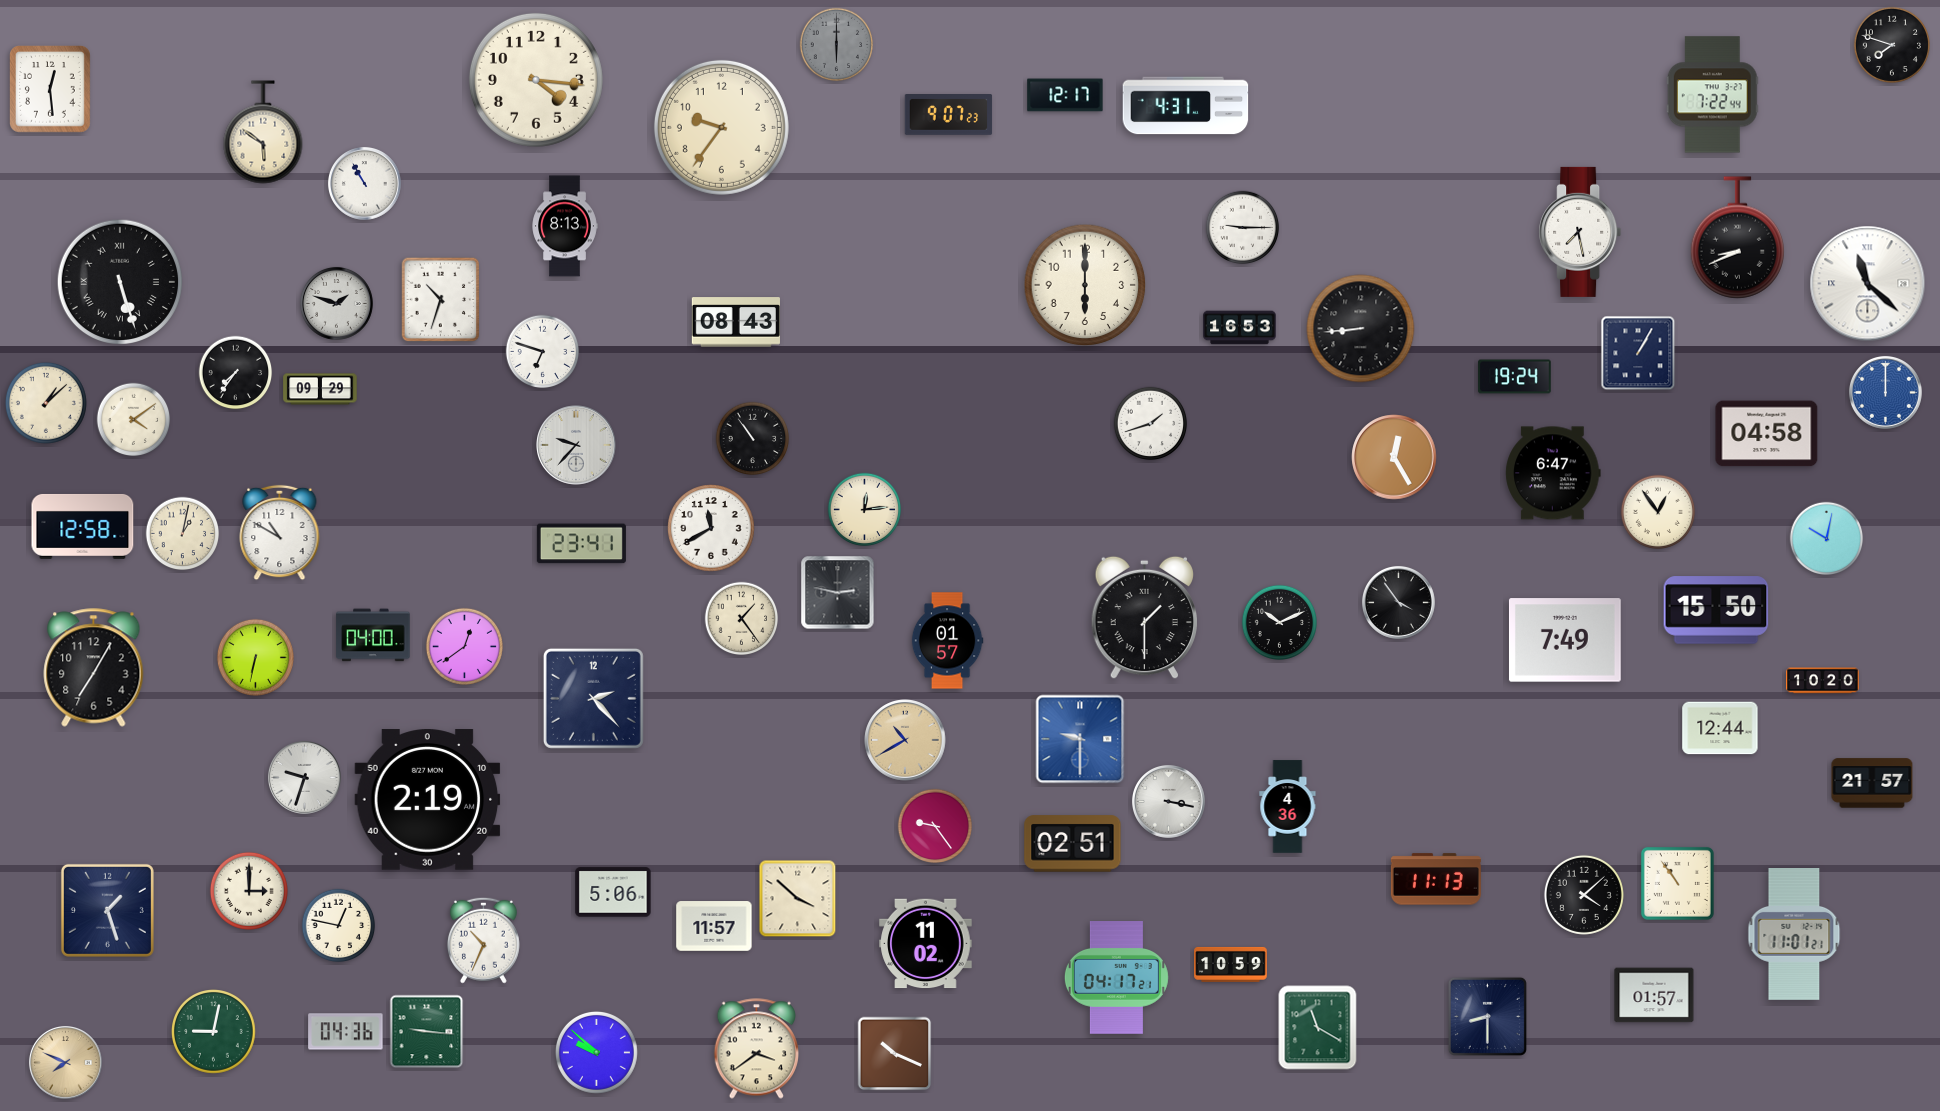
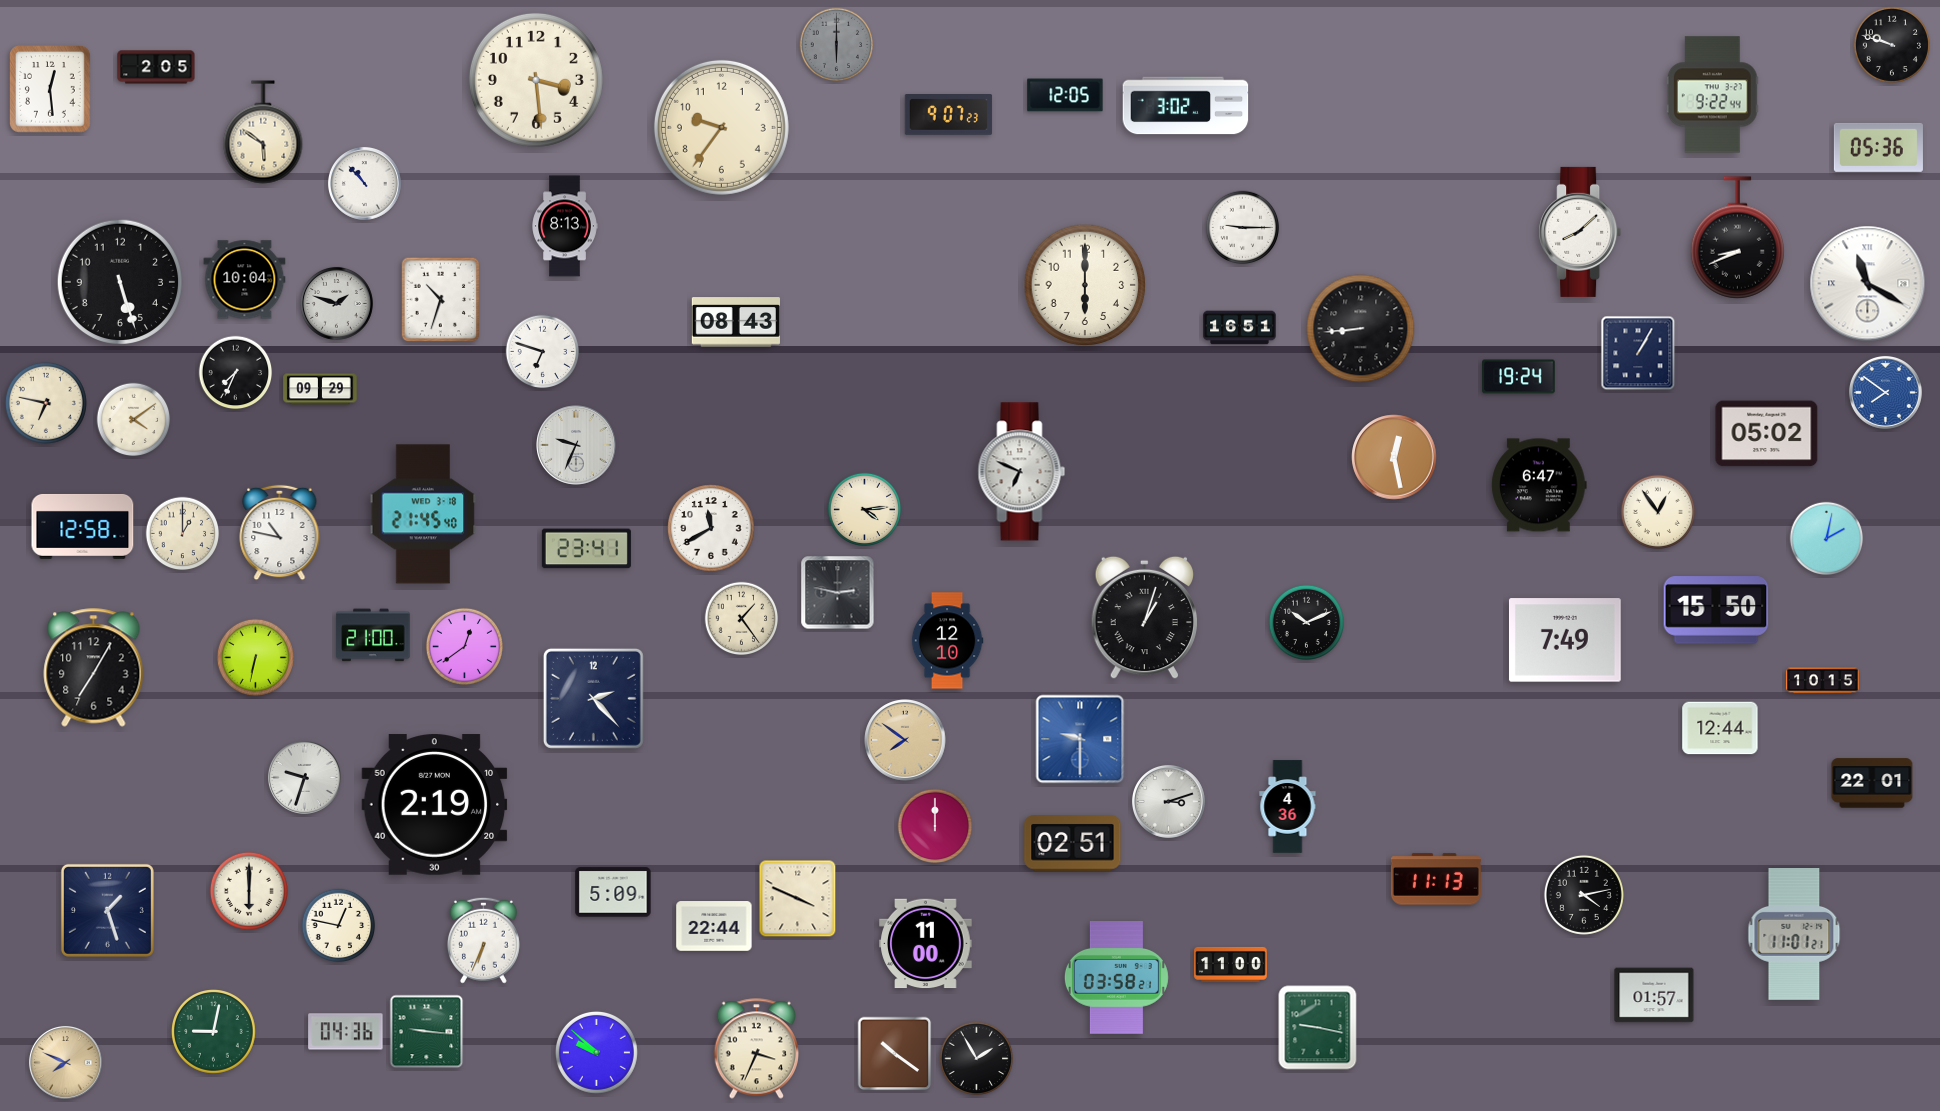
clock at (1891, 44): 7:48 -> 9:48
clock at (156, 67): none -> 2:05
clock at (536, 80): 4:16 -> 3:29
clock at (1065, 95): 12:17 -> 12:05
clock at (1712, 95): 7:22 -> 9:22
clock at (1186, 106): 4:31 -> 3:02
clock at (1878, 147): none -> 05:36
clock at (364, 183): 10:55 -> 10:53
clock at (1580, 232): 7:28 -> 8:08
clock at (245, 280): none -> 10:04
clock at (119, 281) numerals: Roman -> Arabic
clock at (1868, 284): 11:22 -> 11:20
clock at (1240, 328): 16:53 -> 16:51
clock at (236, 373): 7:36 -> 7:34
clock at (1515, 377) position: (1515, 377) -> (1519, 377)
clock at (1885, 392): 12:00 -> 7:51
clock at (46, 403): 1:08 -> 6:47
clock at (1151, 424): 1:42 -> none
clock at (1767, 434): 04:58 -> 05:02
clock at (753, 439): 10:54 -> none
clock at (576, 445): 9:37 -> 9:34
clock at (1394, 457): 12:25 -> 12:28
clock at (1022, 472): none -> 6:49
clock at (1553, 473) position: (1553, 473) -> (1539, 485)
clock at (865, 510): 12:14 -> 4:14
clock at (423, 514): none -> 21:45
clock at (280, 533): 10:50 -> 10:47
clock at (183, 534): 1:02 -> 1:00
clock at (1827, 539): 10:02 -> 2:02
clock at (581, 544) position: (581, 544) -> (586, 549)
clock at (1398, 602): 3:54 -> none
clock at (1144, 618): 1:30 -> 1:03
clock at (1279, 622) position: (1279, 622) -> (1306, 622)
clock at (373, 635): 04:00 -> 21:00
clock at (947, 641): 01:57 -> 12:10
clock at (1823, 681): 10:20 -> 10:15
clock at (905, 740): 10:40 -> 7:51
clock at (1872, 783): 21:57 -> 22:01
clock at (428, 800) position: (428, 800) -> (435, 805)
clock at (1168, 801): 3:17 -> 3:12
clock at (935, 826): 9:24 -> 12:00
clock at (1677, 883): 10:54 -> none
clock at (249, 891): 3:00 -> 6:00
clock at (613, 892): 5:06 -> 5:09
clock at (1584, 895): 4:08 -> 4:13
clock at (798, 899): 3:52 -> 3:49
clock at (714, 926): 11:57 -> 22:44
clock at (483, 940): 10:34 -> 6:34
clock at (926, 944): 11:02 -> 11:00
clock at (1231, 964): 10:59 -> 11:00
clock at (1116, 978): 04:17 -> 03:58
clock at (1487, 1016): 8:30 -> none
clock at (1318, 1028): 11:20 -> 9:17
clock at (756, 1049): 3:39 -> 3:34
clock at (895, 1054): 10:19 -> 10:21
clock at (977, 1059): none -> 1:55
